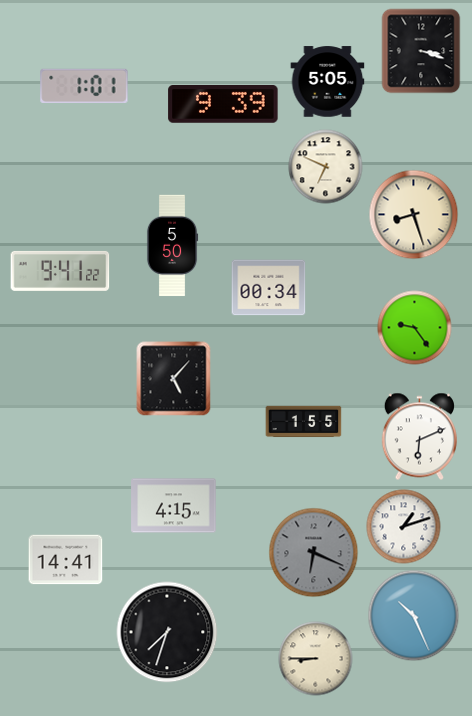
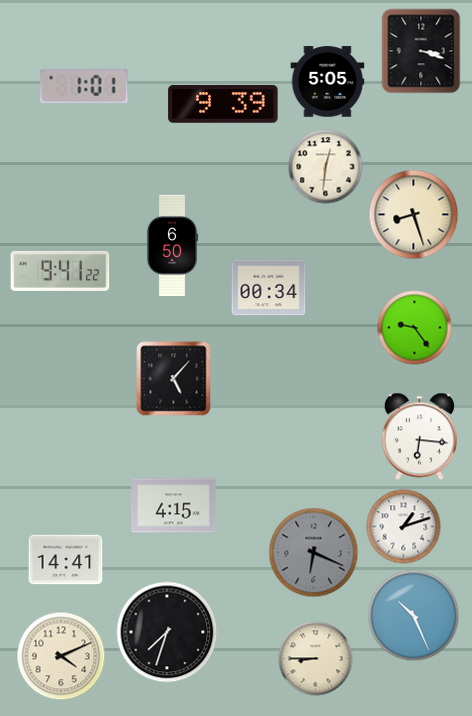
clock at (326, 167): 6:49 -> 12:31
clock at (172, 246): 5:50 -> 6:50
clock at (304, 422): 1:55 -> none
clock at (419, 437): 6:11 -> 6:16
clock at (61, 656): none -> 4:11
